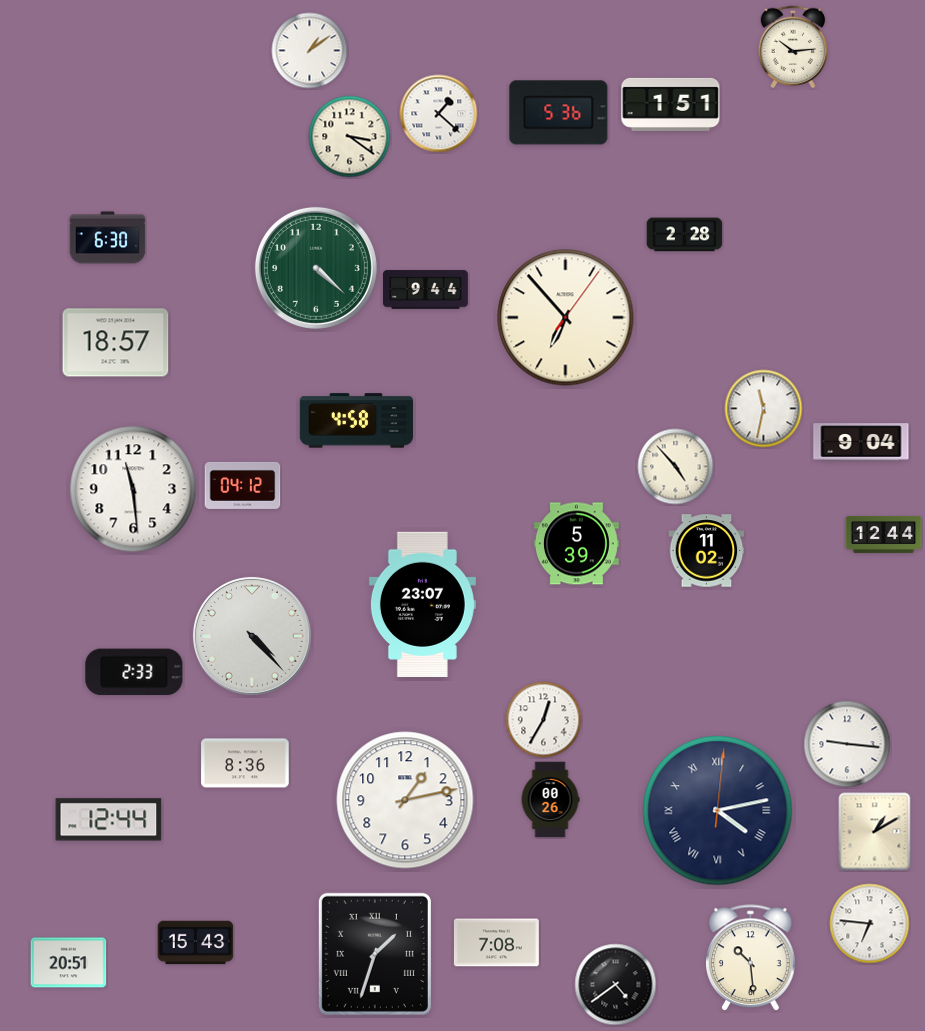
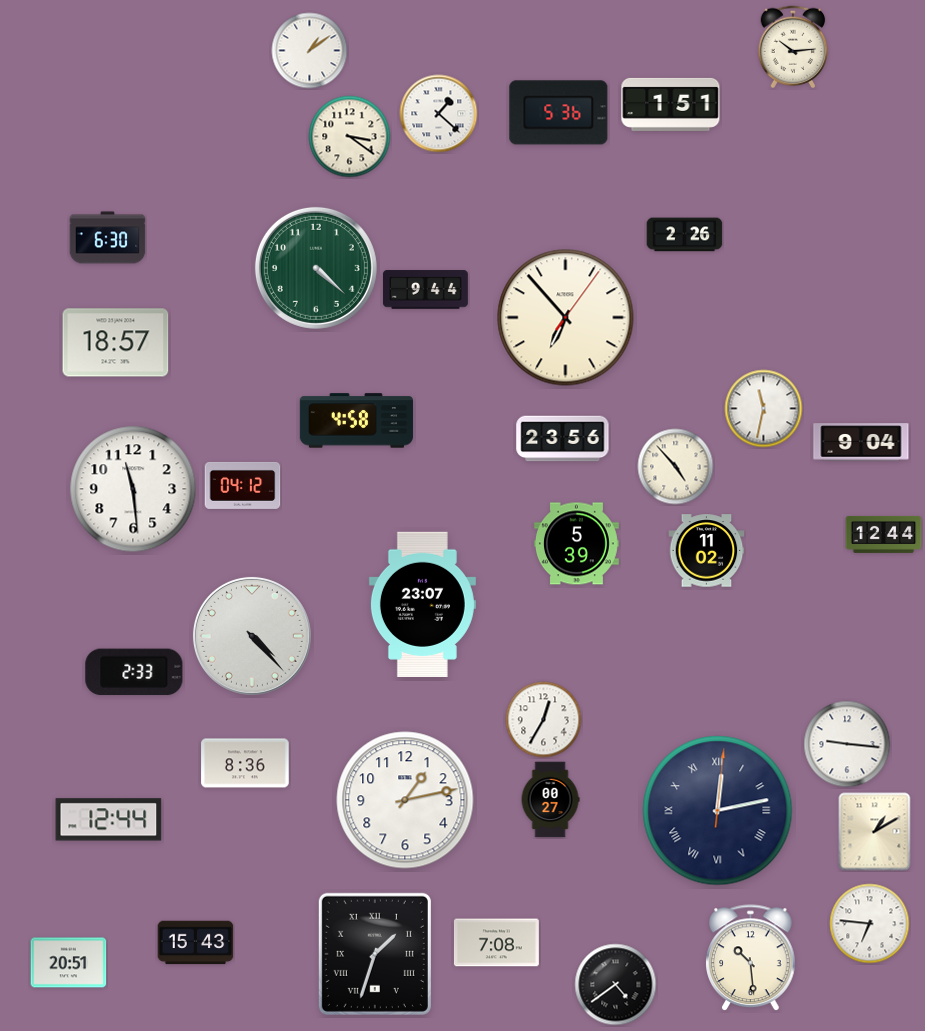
clock at (685, 235): 2:28 -> 2:26
clock at (563, 439): none -> 23:56
clock at (550, 800): 00:26 -> 00:27
clock at (718, 811): 4:13 -> 12:13
